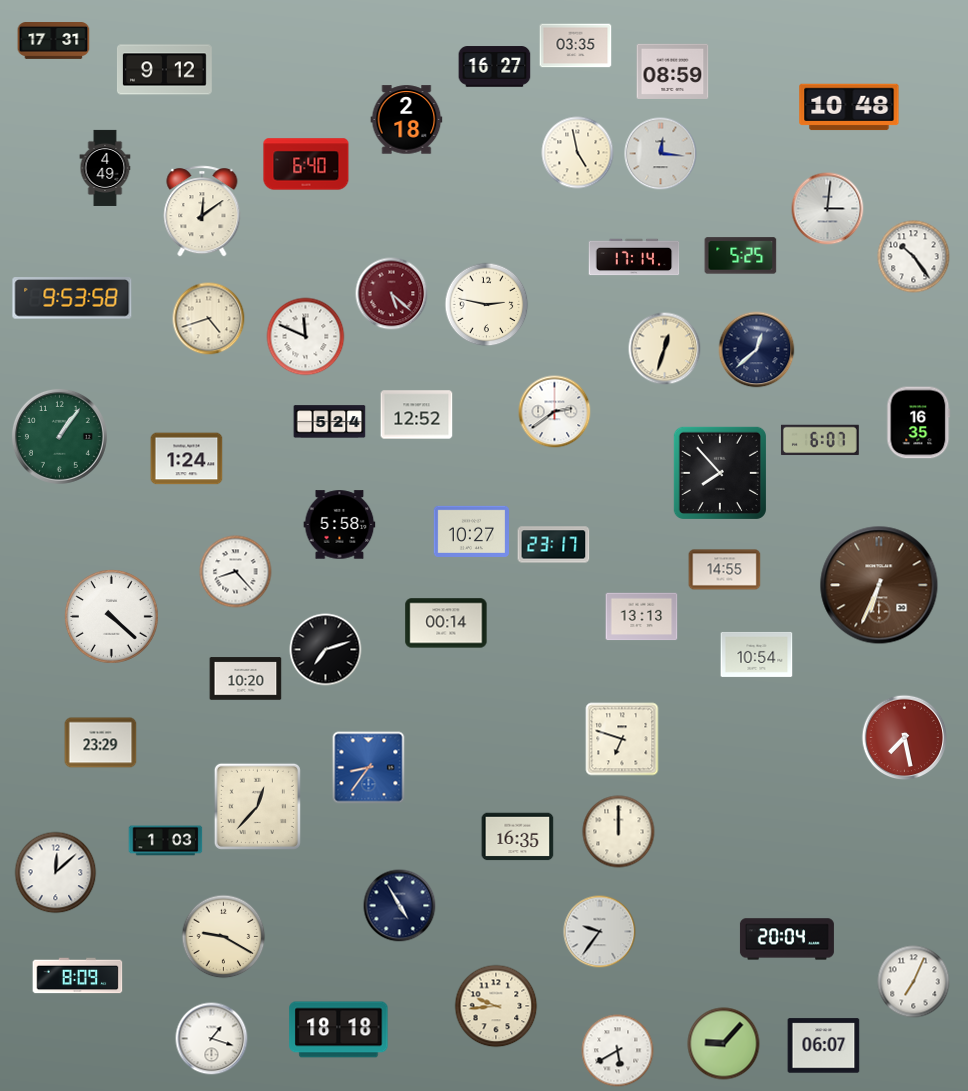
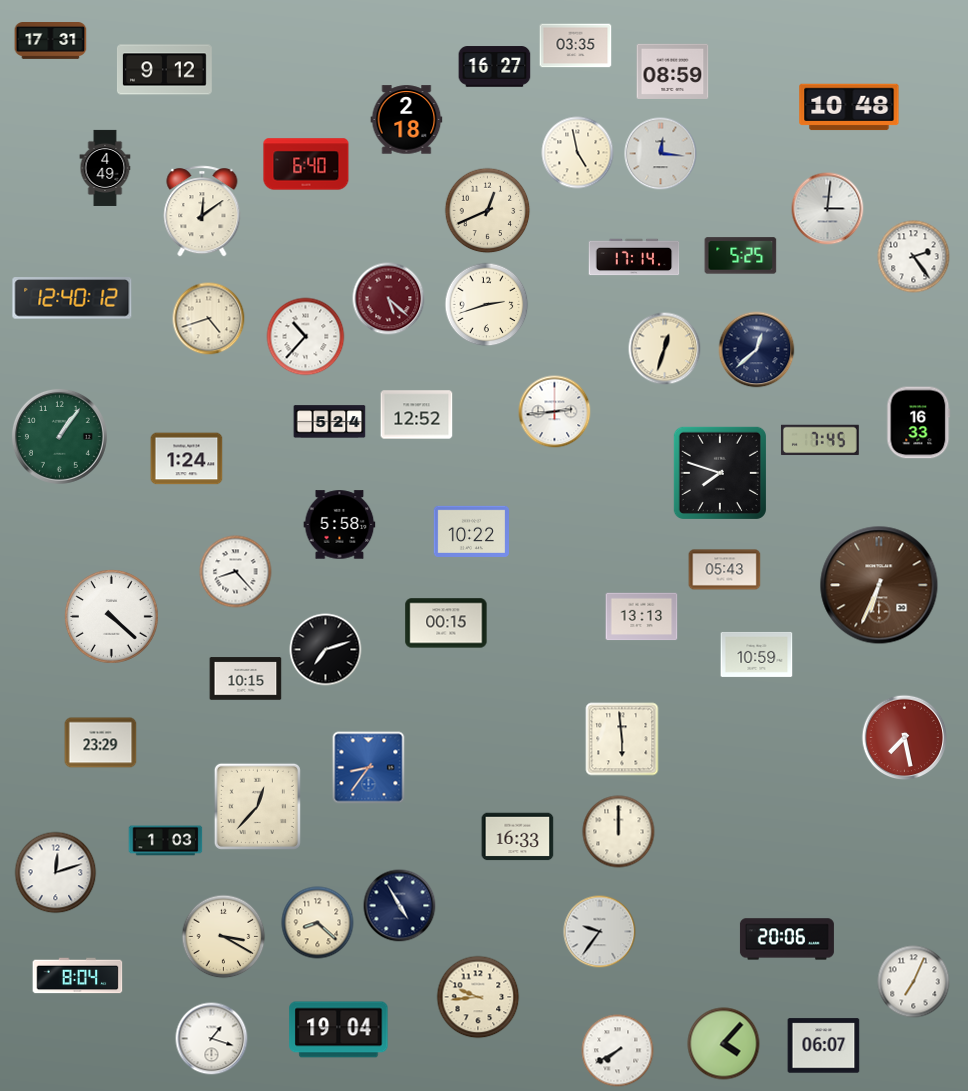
clock at (54, 41) position: (54, 41) -> (51, 41)
clock at (488, 211): none -> 12:41
clock at (914, 257): 10:24 -> 2:24
clock at (392, 294) position: (392, 294) -> (389, 299)
clock at (72, 298): 9:53 -> 12:40
clock at (487, 305): 2:47 -> 2:42
clock at (306, 337): 11:49 -> 10:37
clock at (555, 412): 2:39 -> 2:44
clock at (919, 423): 16:35 -> 16:33
clock at (820, 440): 6:07 -> 7:45
clock at (720, 473): 7:53 -> 7:48
clock at (471, 531): 10:27 -> 10:22
clock at (554, 545): 23:17 -> none
clock at (725, 570): 14:55 -> 05:43
clock at (446, 623): 00:14 -> 00:15
clock at (757, 654): 10:54 -> 10:59
clock at (246, 679): 10:20 -> 10:15
clock at (622, 739): 6:48 -> 5:59
clock at (518, 837): 16:35 -> 16:33
clock at (56, 873): 12:08 -> 12:12
clock at (318, 923): none -> 8:22
clock at (224, 937): 9:20 -> 3:20
clock at (787, 939): 20:04 -> 20:06
clock at (78, 976): 8:09 -> 8:04
clock at (496, 1006) position: (496, 1006) -> (478, 997)
clock at (339, 1030): 18:18 -> 19:04
clock at (724, 1044): 9:07 -> 4:07
clock at (618, 1051): 5:40 -> 7:40
